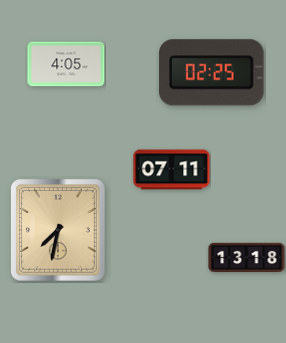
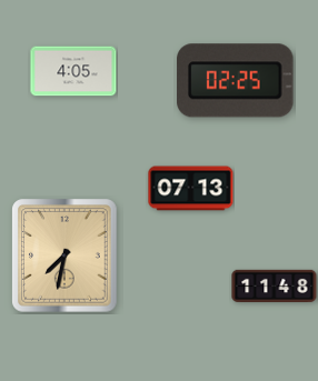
clock at (172, 170): 07:11 -> 07:13
clock at (247, 257): 13:18 -> 11:48
